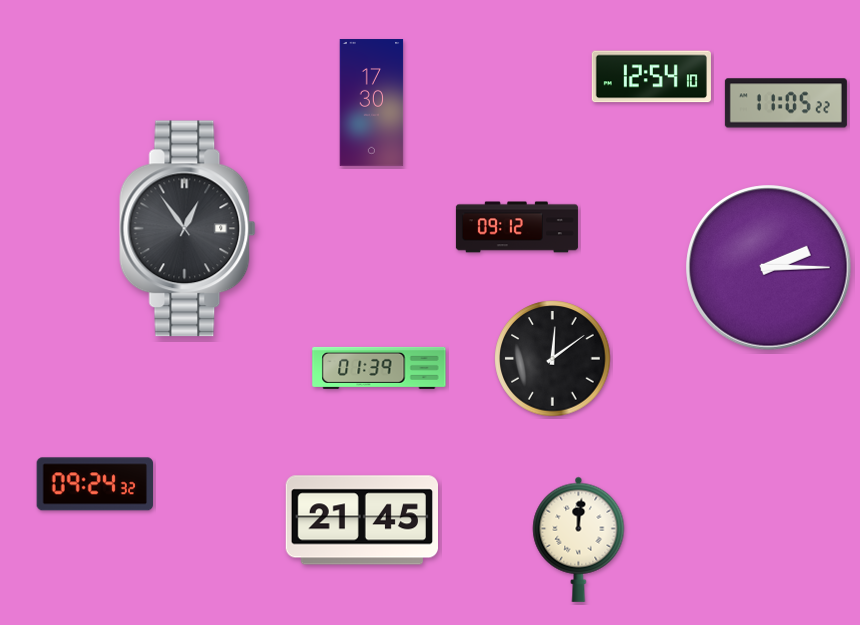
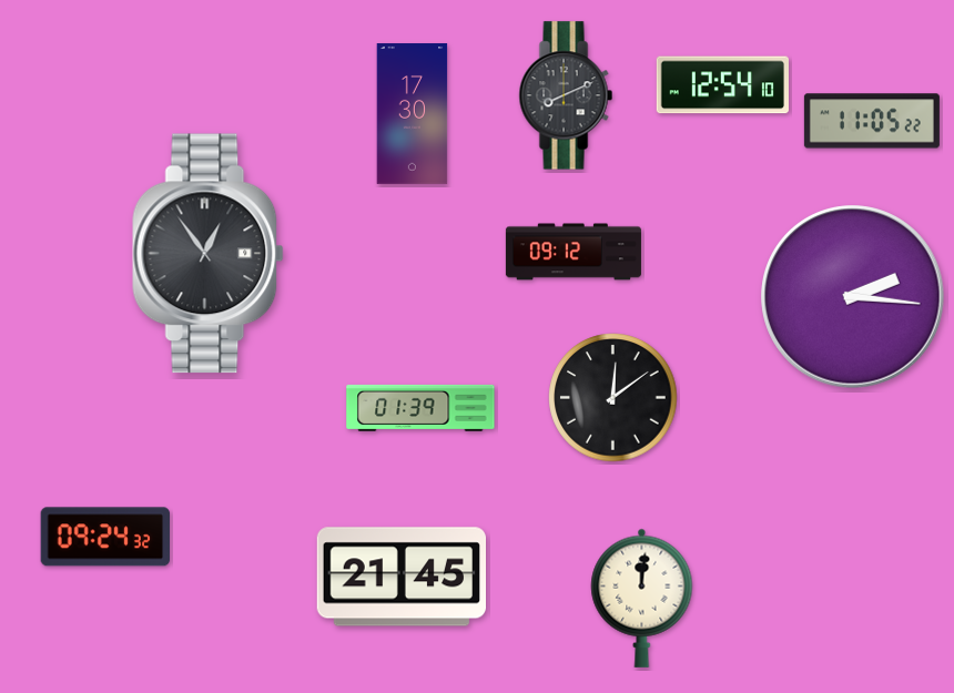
clock at (566, 95): none -> 8:11
clock at (786, 103) position: (786, 103) -> (872, 121)
clock at (769, 268): 2:15 -> 2:16
